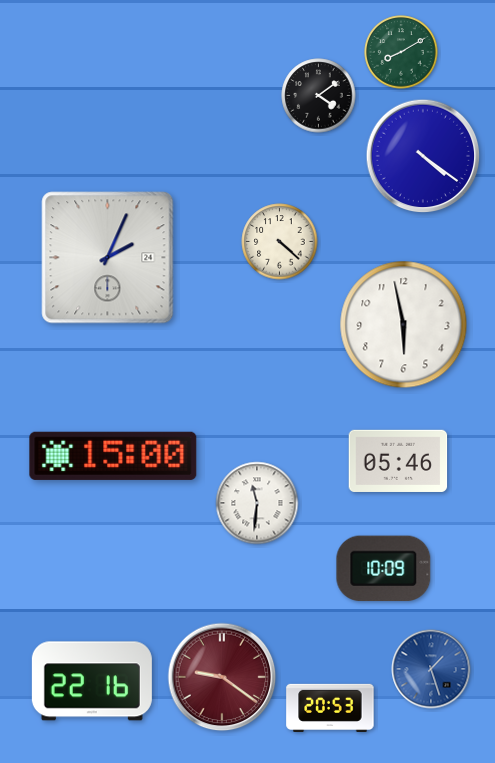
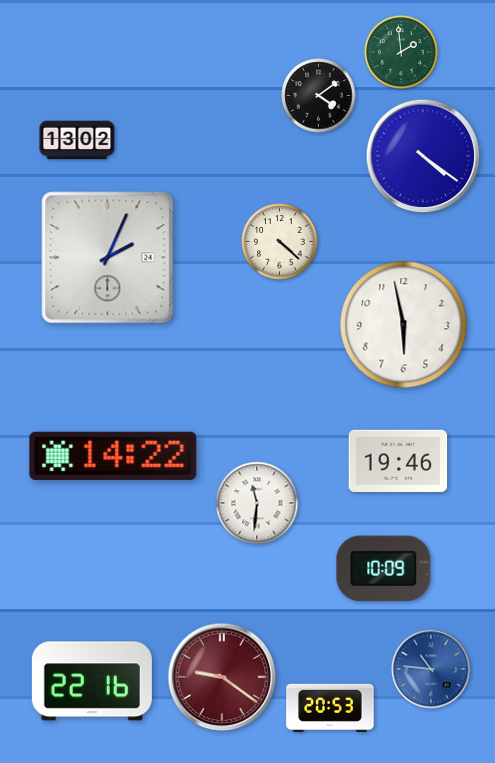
clock at (401, 52): 8:10 -> 1:59
clock at (77, 140): none -> 13:02
clock at (113, 456): 15:00 -> 14:22
clock at (398, 461): 05:46 -> 19:46
clock at (431, 669): 1:27 -> 10:46
